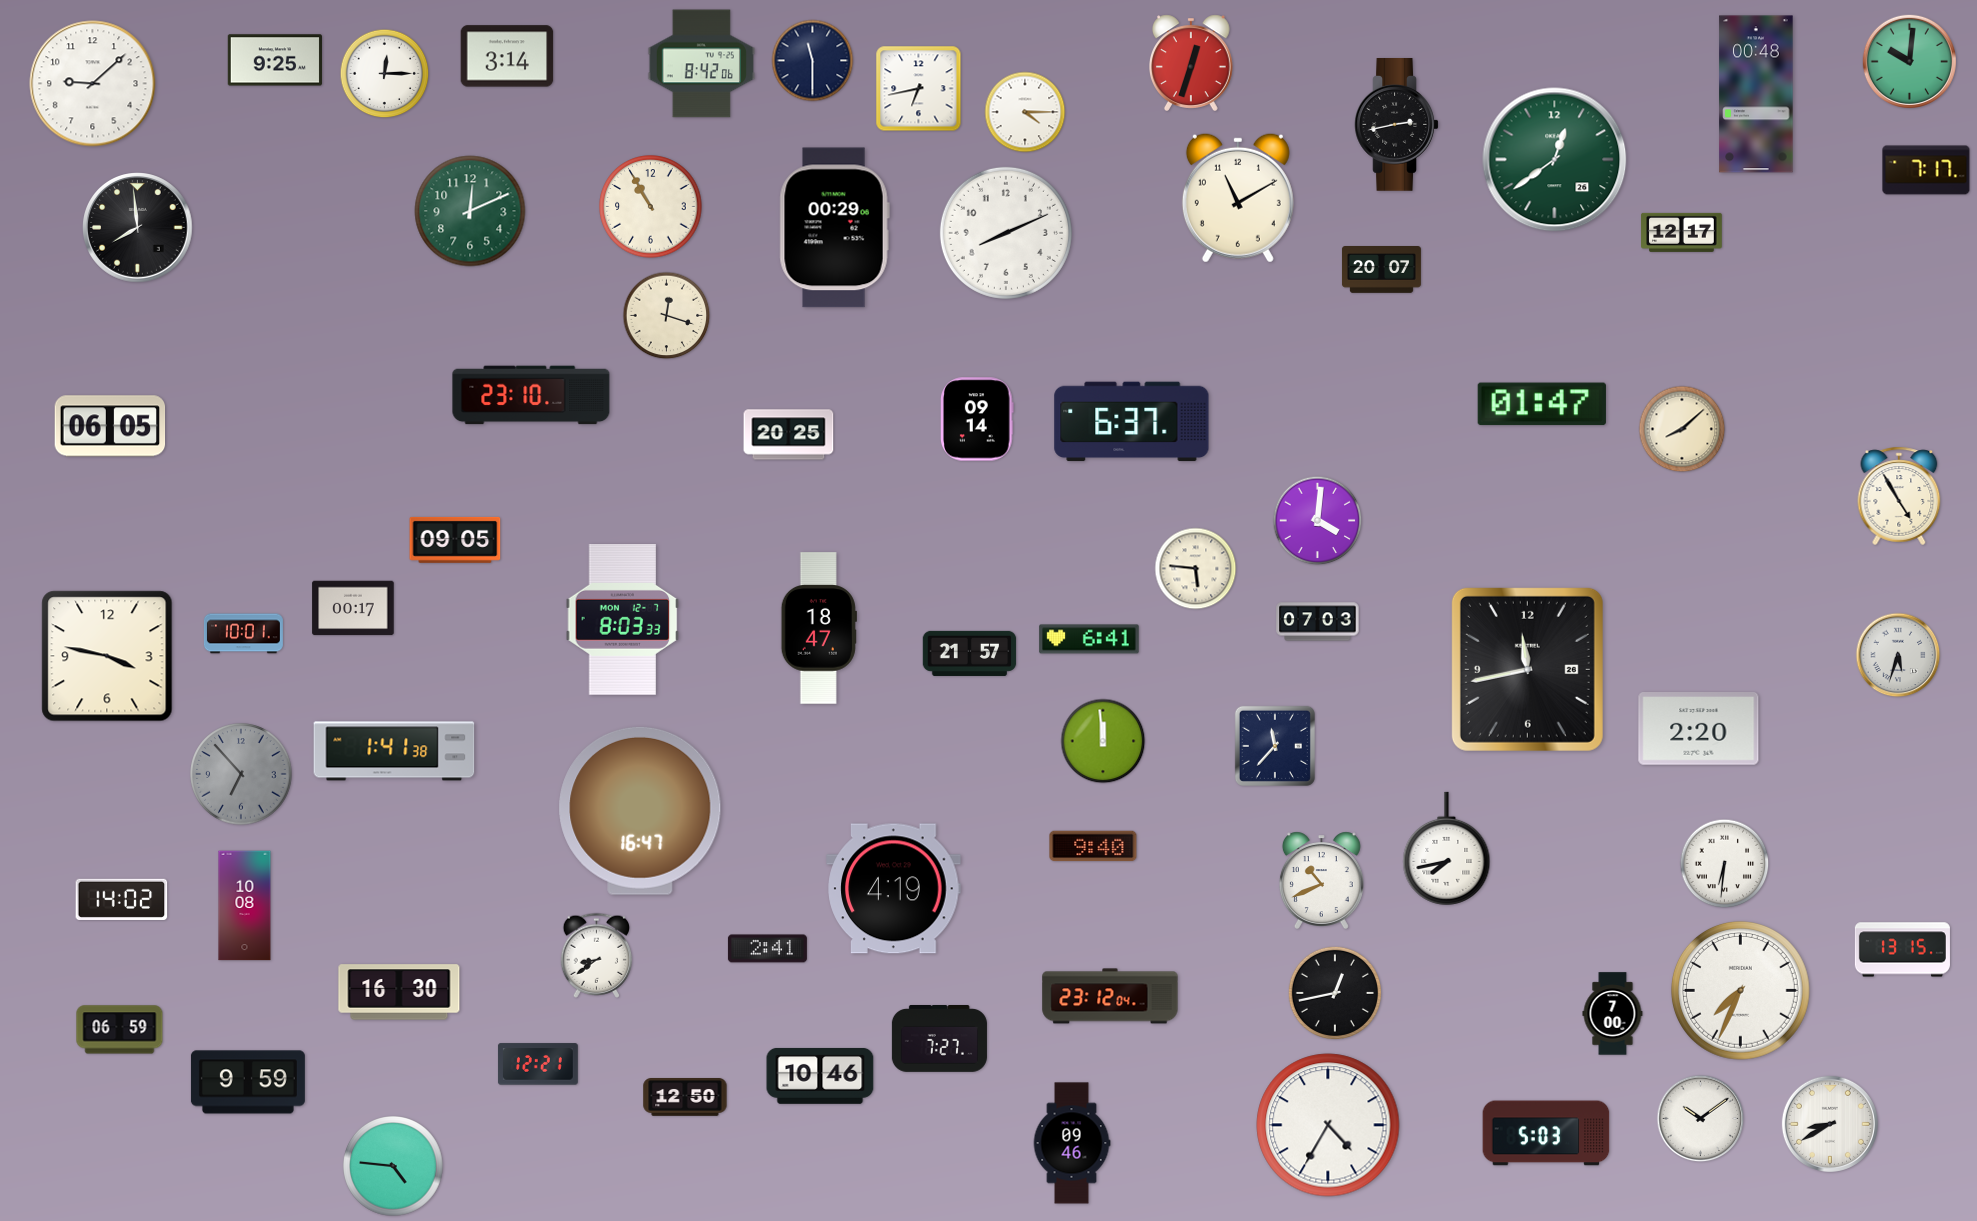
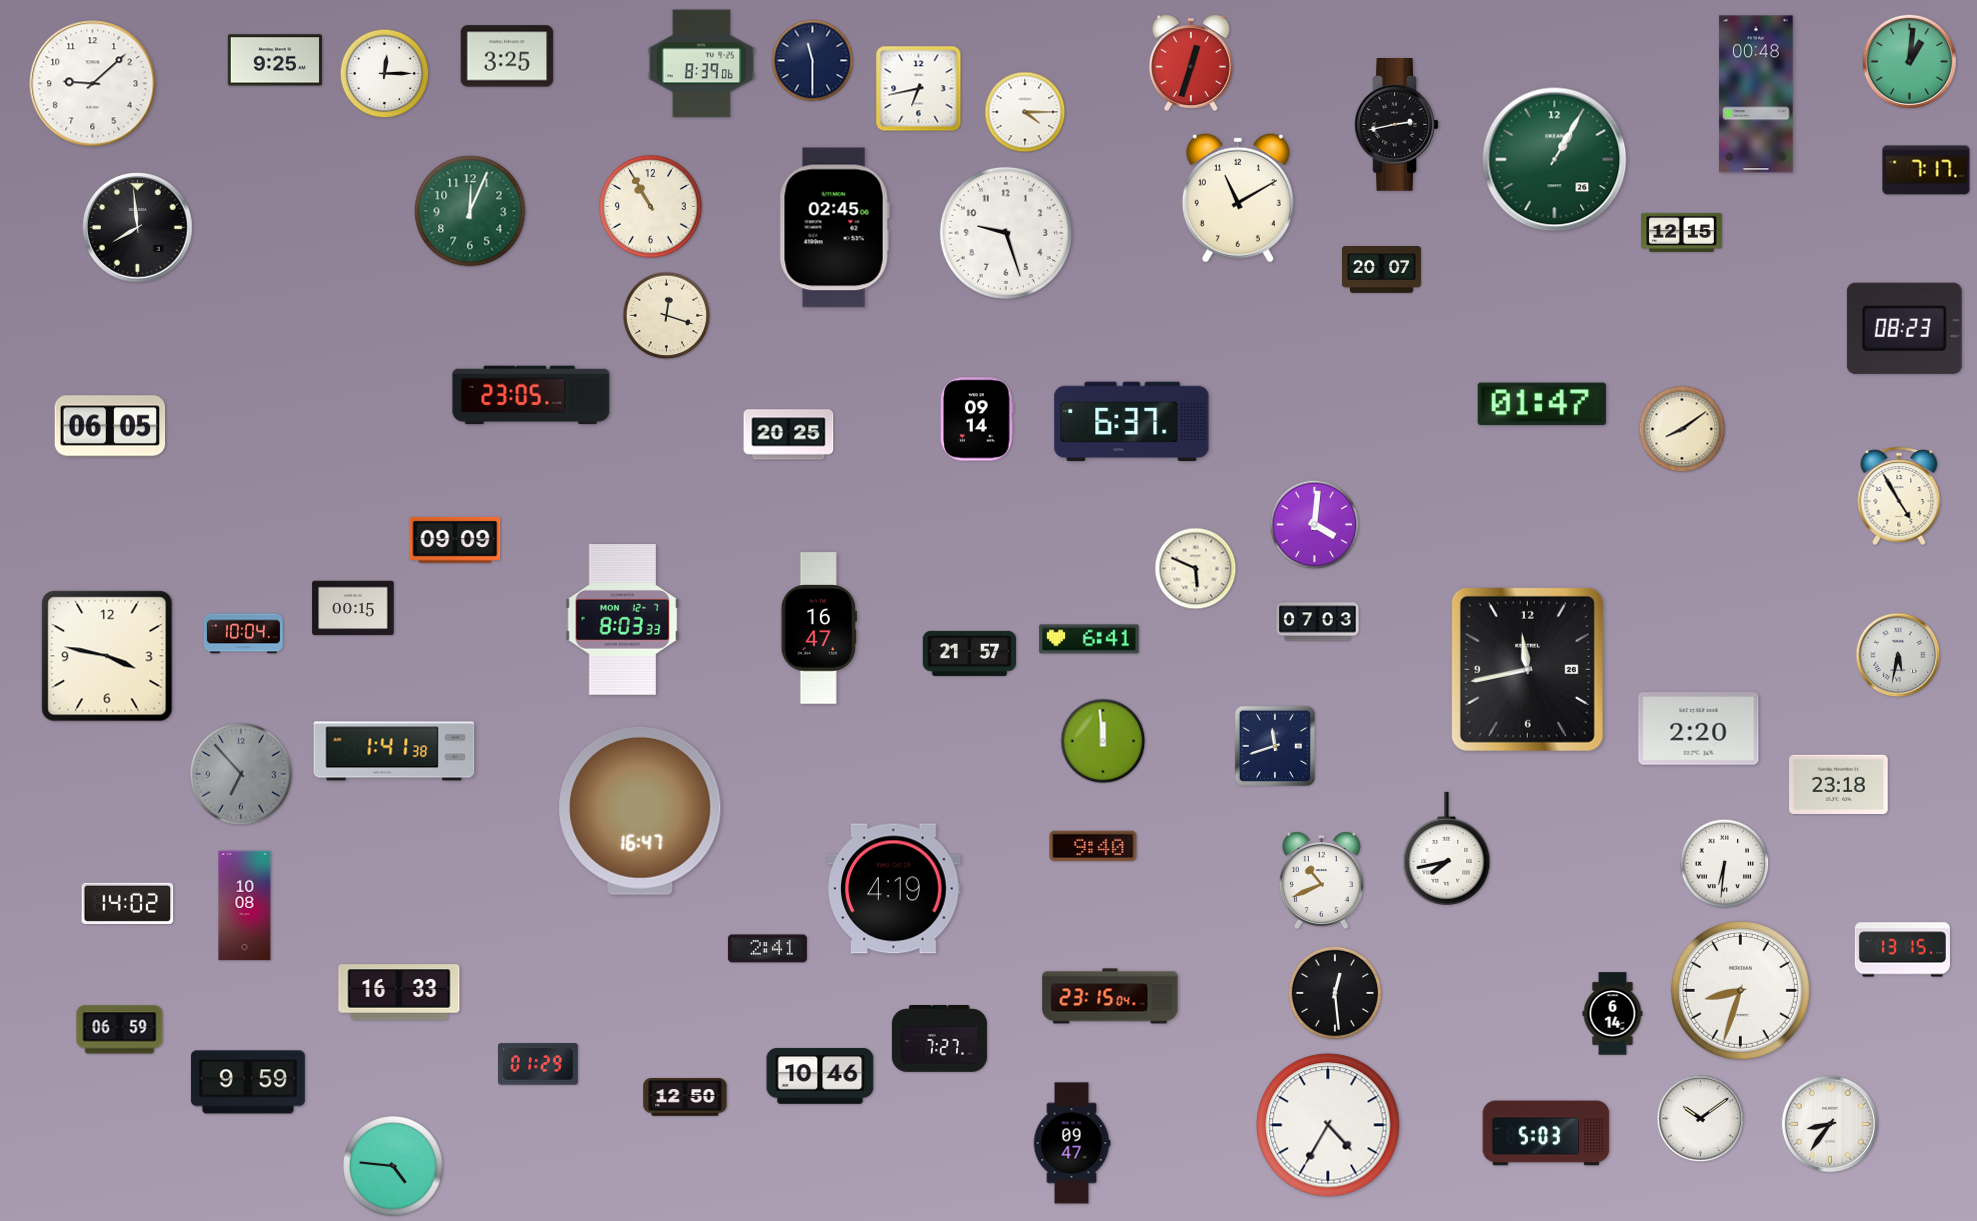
clock at (507, 56): 3:14 -> 3:25
clock at (1909, 61): 10:01 -> 1:01
clock at (701, 64): 8:42 -> 8:39
clock at (1555, 160): 12:39 -> 1:05
clock at (470, 211): 12:11 -> 12:04
clock at (834, 228): 00:29 -> 02:45
clock at (1682, 232): 12:17 -> 12:15
clock at (1006, 233): 8:11 -> 9:27
clock at (1904, 328): none -> 08:23
clock at (531, 395): 23:10 -> 23:05
clock at (1682, 429): 8:08 -> 8:09
clock at (1318, 521) position: (1318, 521) -> (1315, 525)
clock at (455, 540): 09:05 -> 09:09
clock at (1196, 569): 5:46 -> 5:49
clock at (353, 608): 00:17 -> 00:15
clock at (819, 628): 18:47 -> 16:47
clock at (243, 634): 10:01 -> 10:04
clock at (1898, 655): 5:33 -> 5:32
clock at (1275, 746): 11:37 -> 11:42
clock at (1839, 784): none -> 23:18
clock at (122, 899) position: (122, 899) -> (128, 903)
clock at (597, 955): 8:39 -> none
clock at (1741, 991): 7:34 -> 8:33
clock at (399, 992): 16:30 -> 16:33
clock at (1335, 993): 12:43 -> 12:29
clock at (1110, 996): 23:12 -> 23:15
clock at (1613, 1014): 7:00 -> 6:14
clock at (538, 1064): 12:21 -> 01:29
clock at (1830, 1124): 8:40 -> 8:36
clock at (1072, 1143): 09:46 -> 09:47
